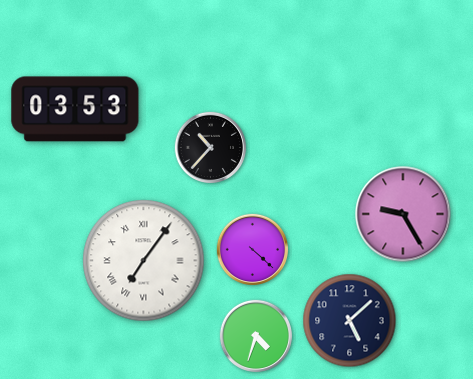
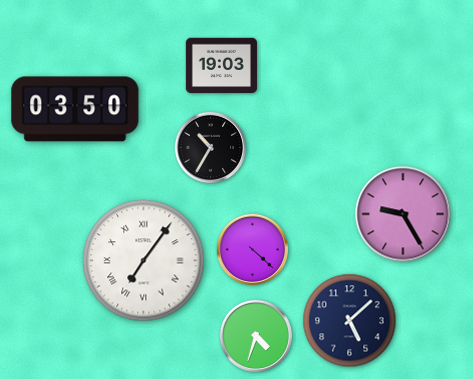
clock at (221, 66): none -> 19:03
clock at (75, 109): 03:53 -> 03:50
clock at (210, 147): 10:37 -> 10:35
